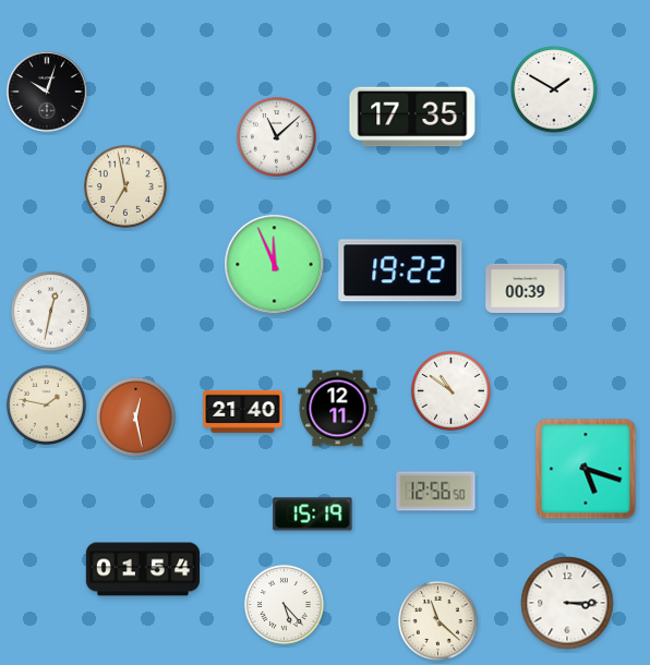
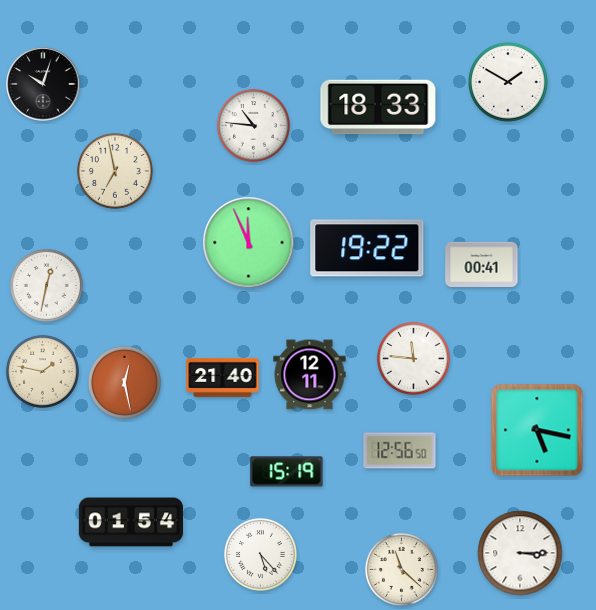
clock at (412, 117): 17:35 -> 18:33
clock at (276, 136): 11:08 -> 10:46
clock at (275, 265) position: (275, 265) -> (249, 243)
clock at (526, 288): 00:39 -> 00:41
clock at (450, 390): 10:51 -> 11:46
clock at (586, 469): 5:18 -> 5:17
